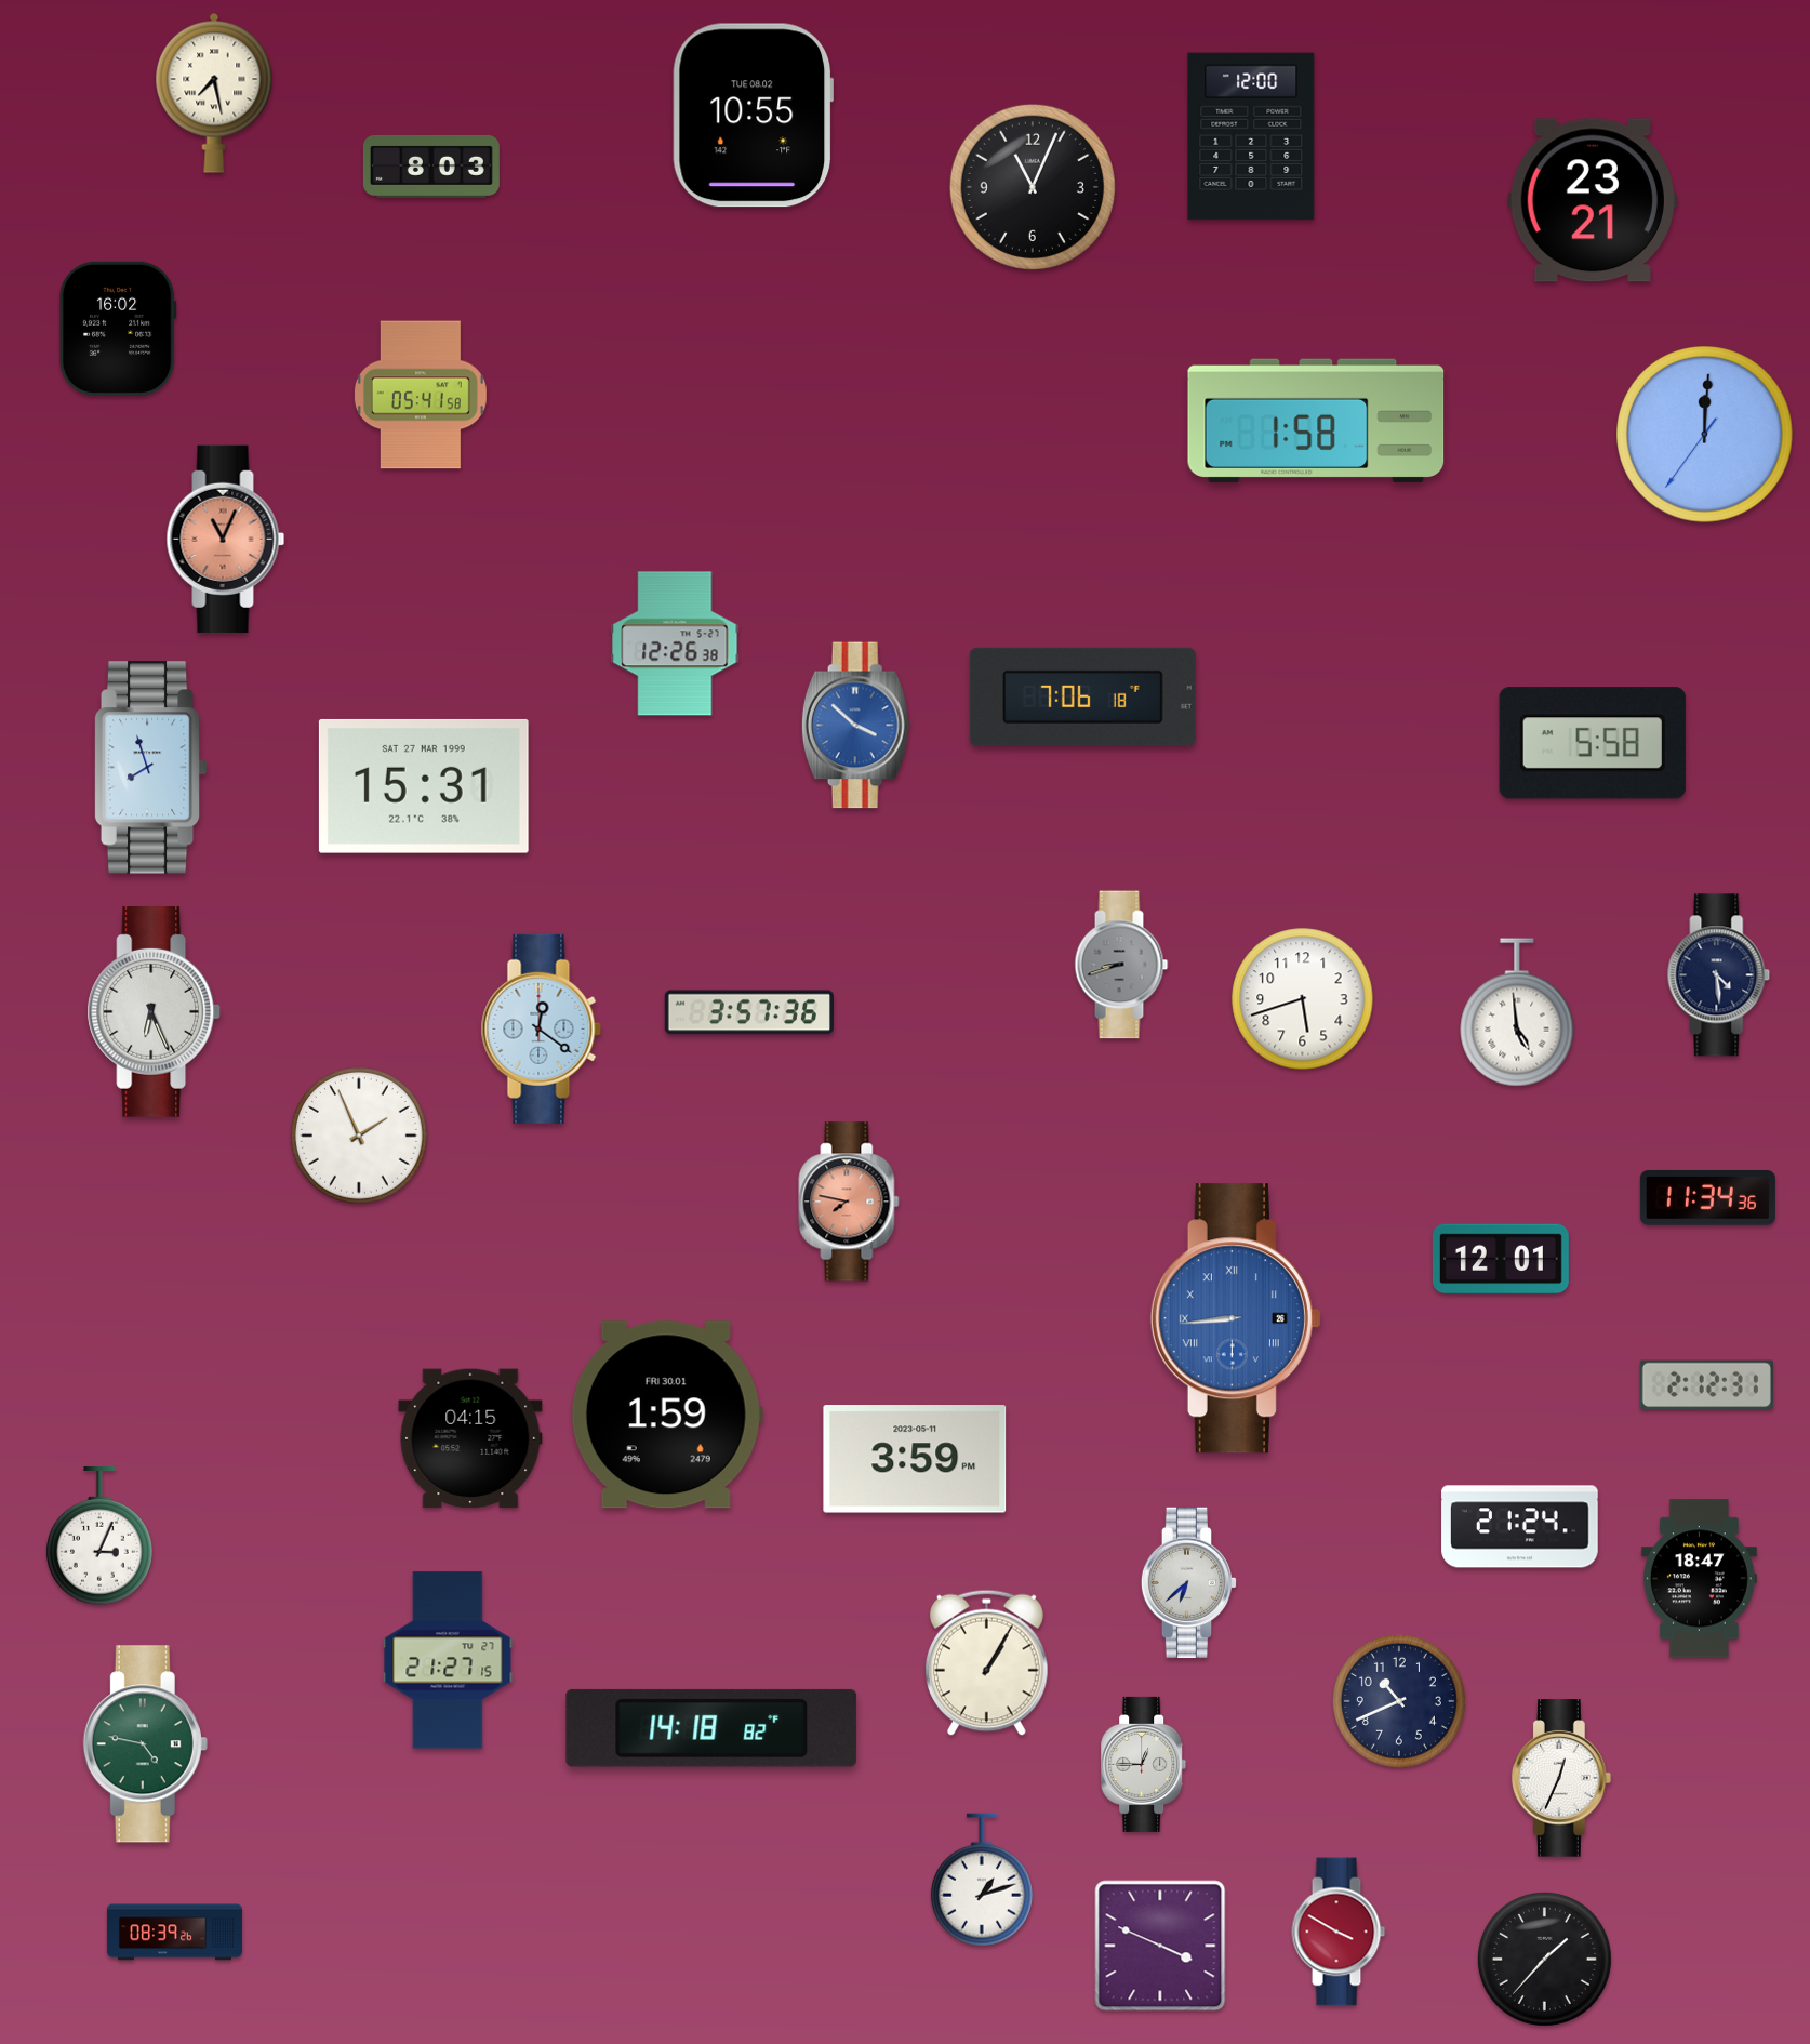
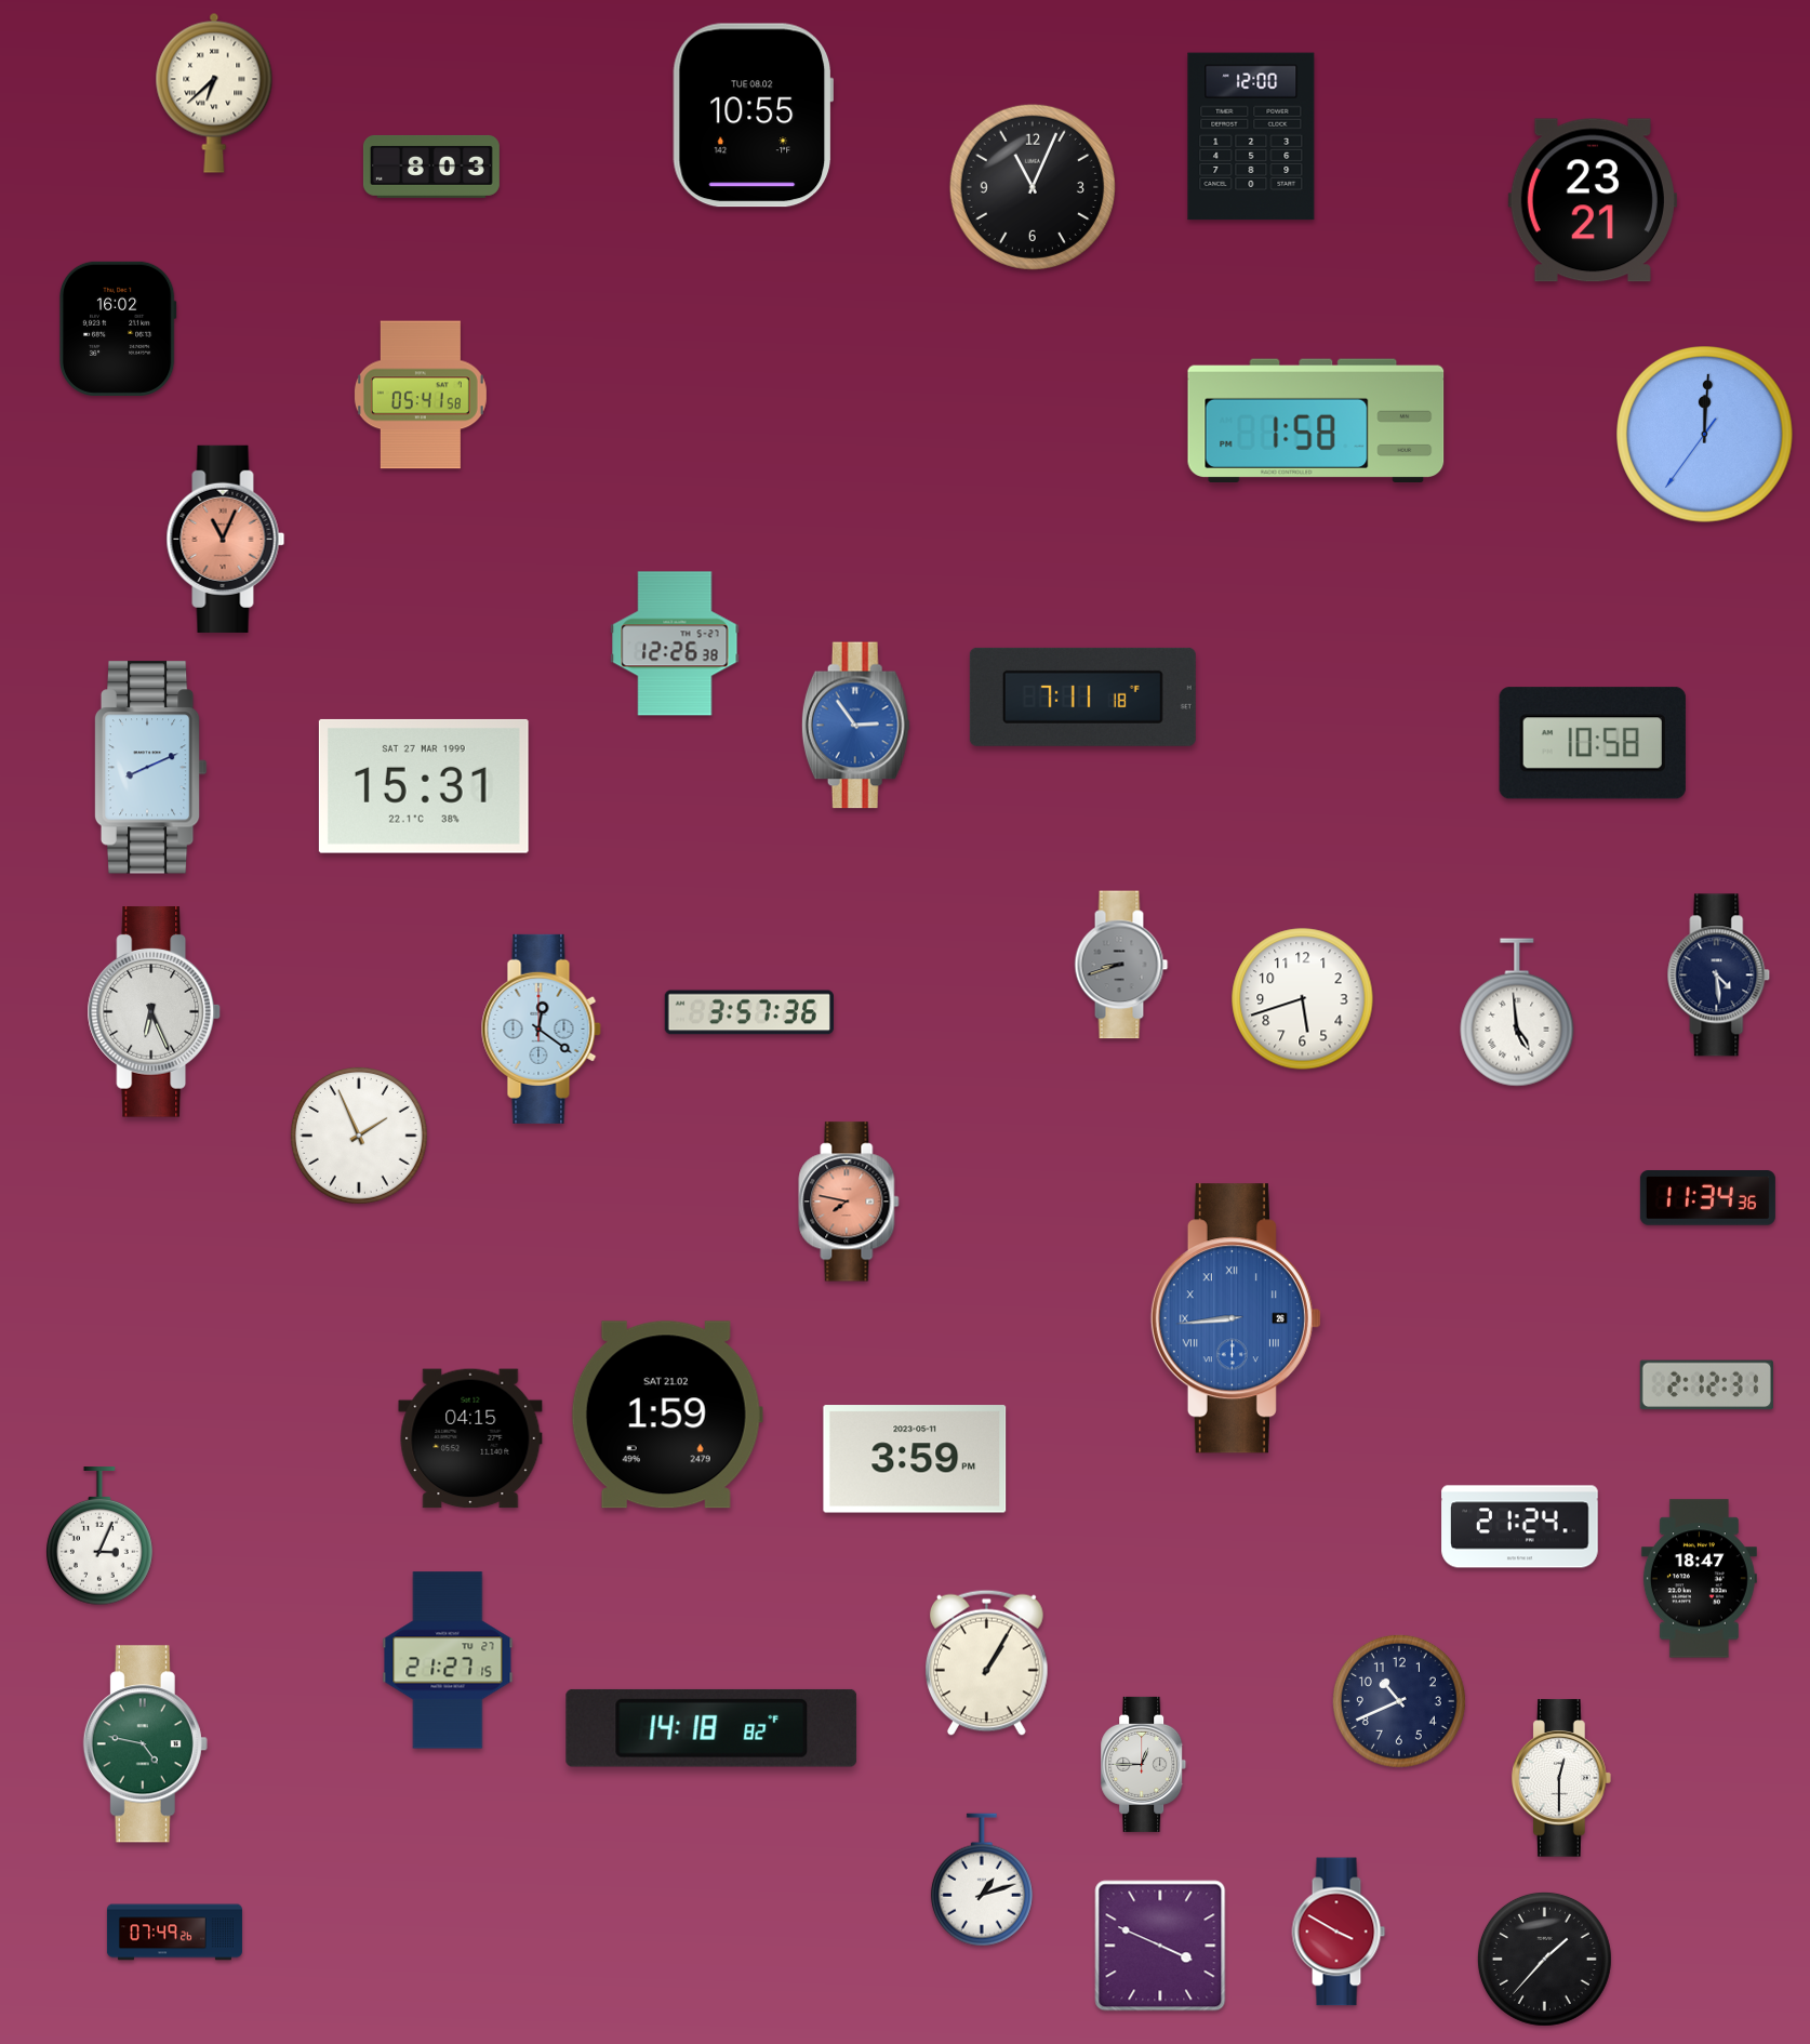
clock at (214, 93): 7:28 -> 6:38
clock at (1082, 696): 7:06 -> 7:11
clock at (855, 726): 3:52 -> 2:54
clock at (1593, 743): 5:58 -> 10:58
clock at (150, 768): 7:57 -> 8:11
clock at (1501, 1259): 12:01 -> none
clock at (667, 1415) date: FRI 30.01 -> SAT 21.02
clock at (1189, 1582): 6:38 -> none
clock at (1562, 1778): 12:34 -> 12:30
clock at (174, 1933): 08:39 -> 07:49
